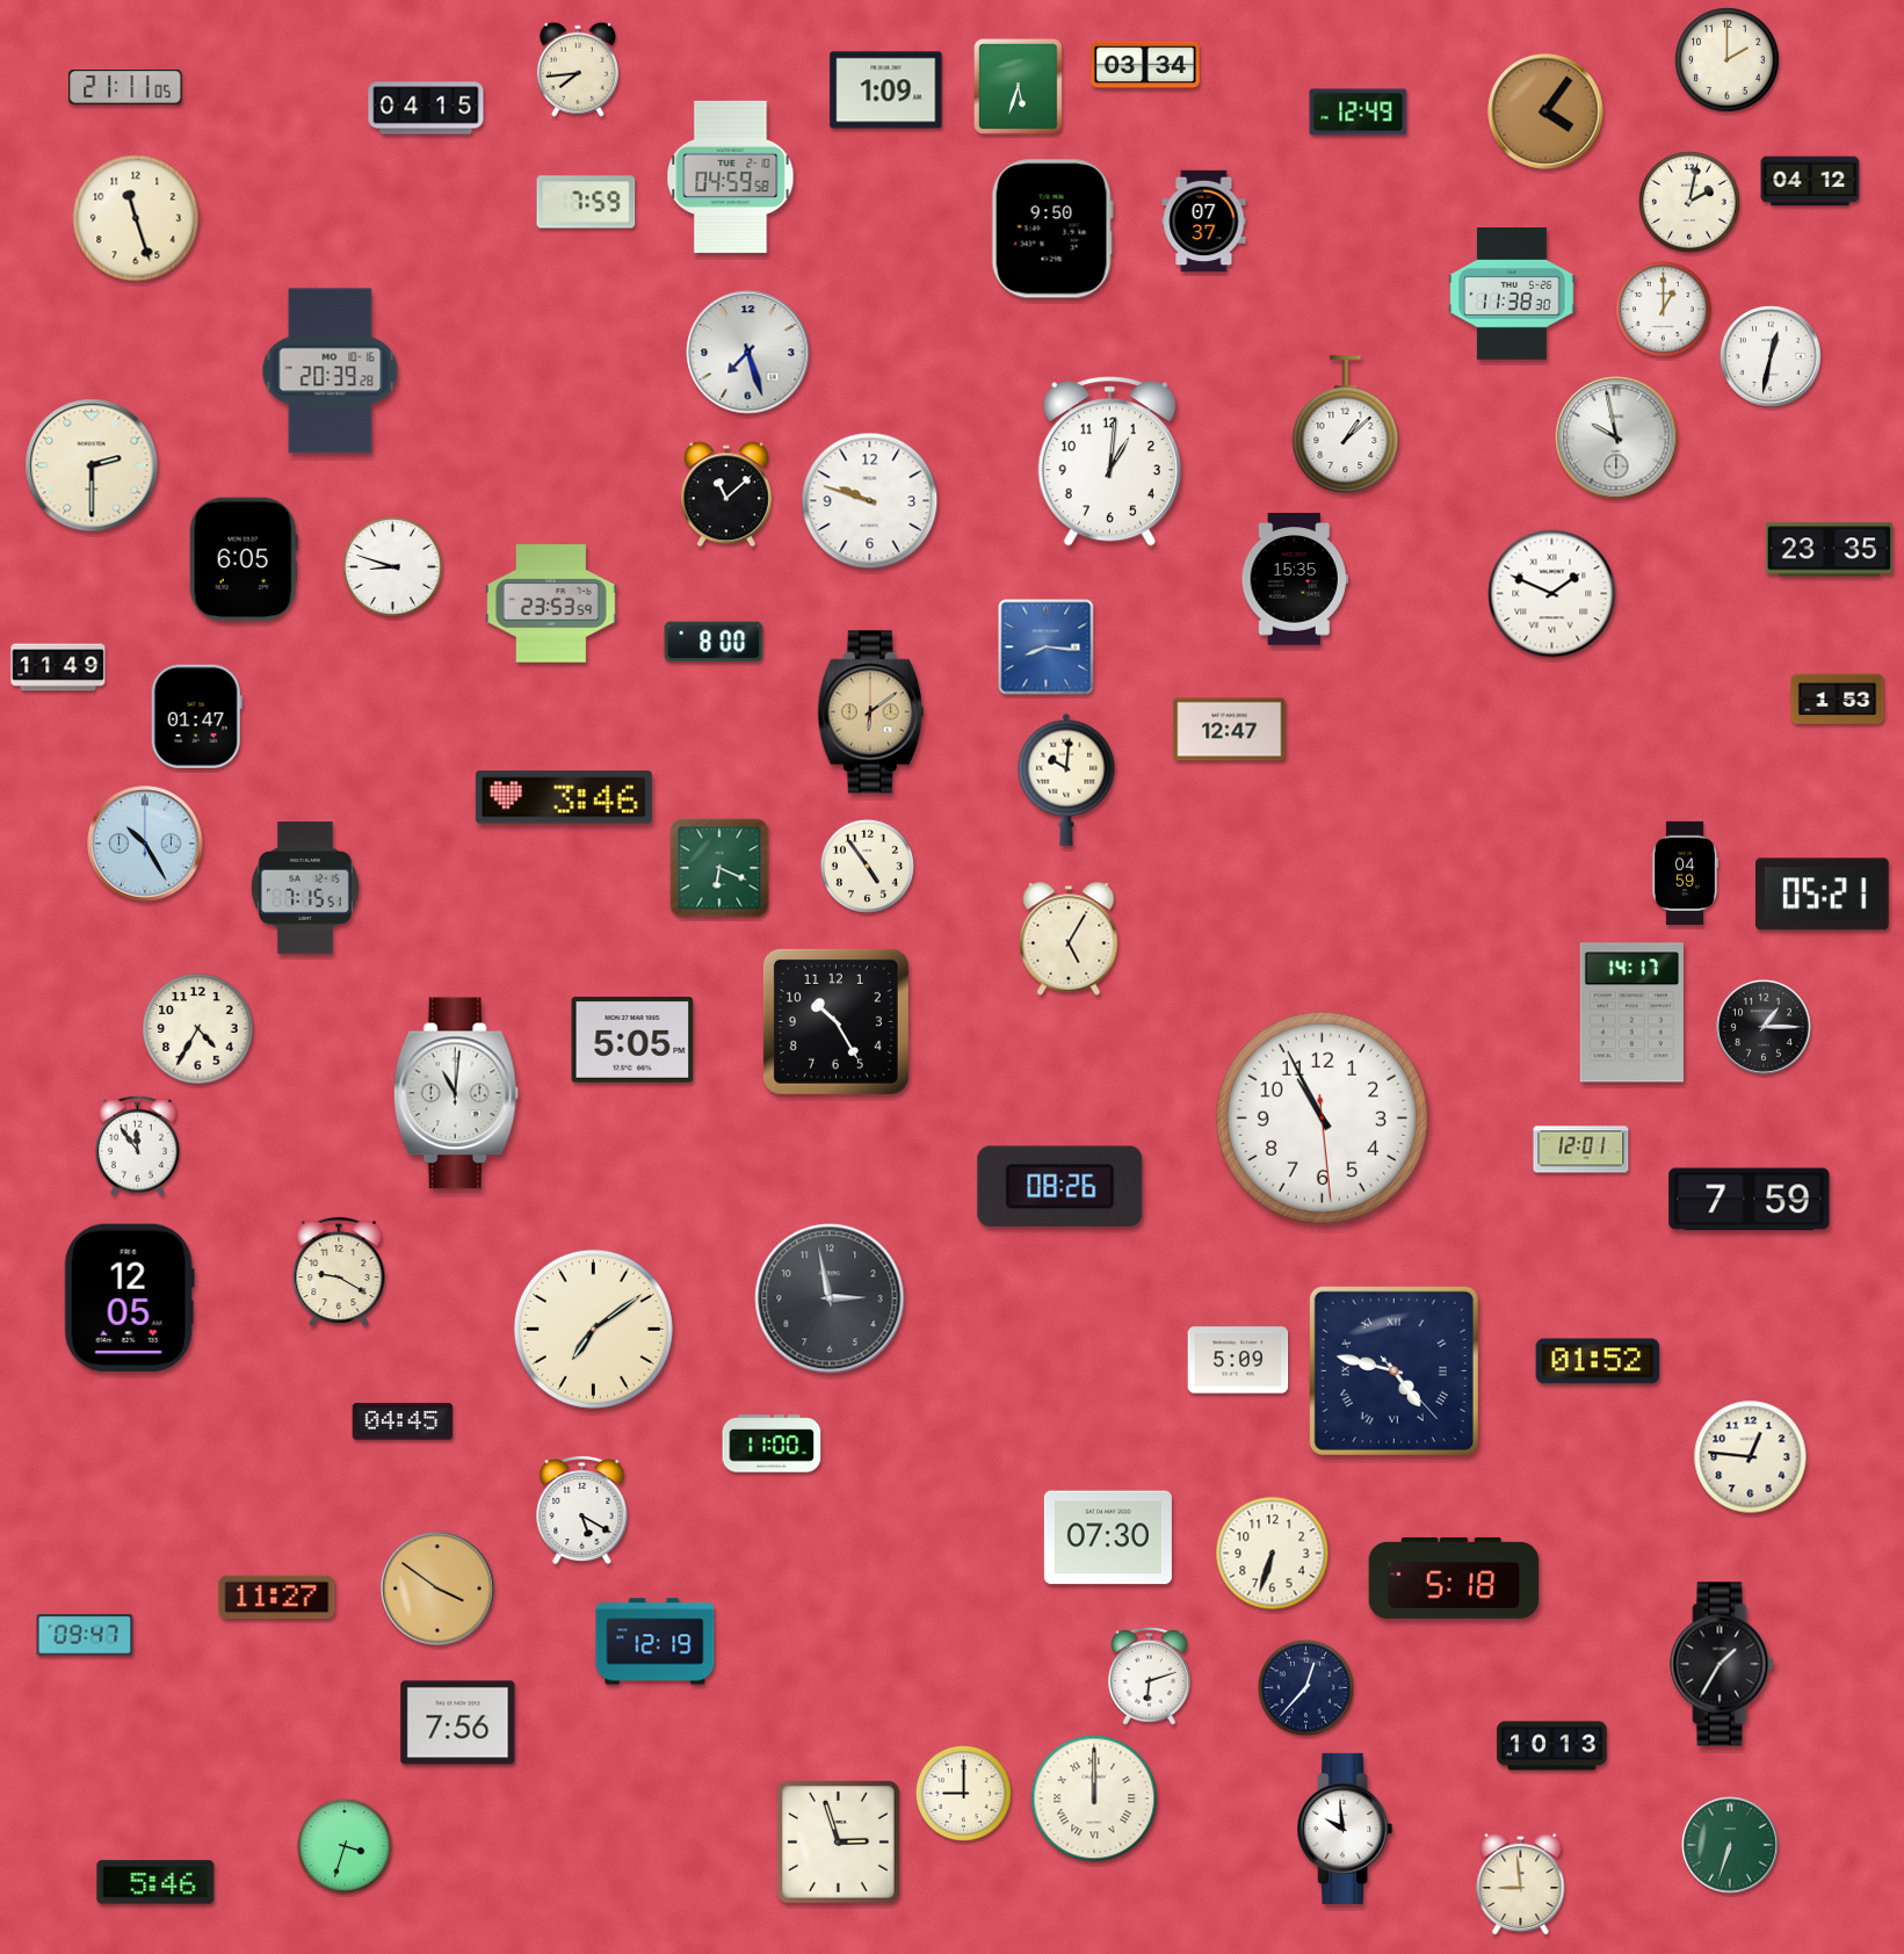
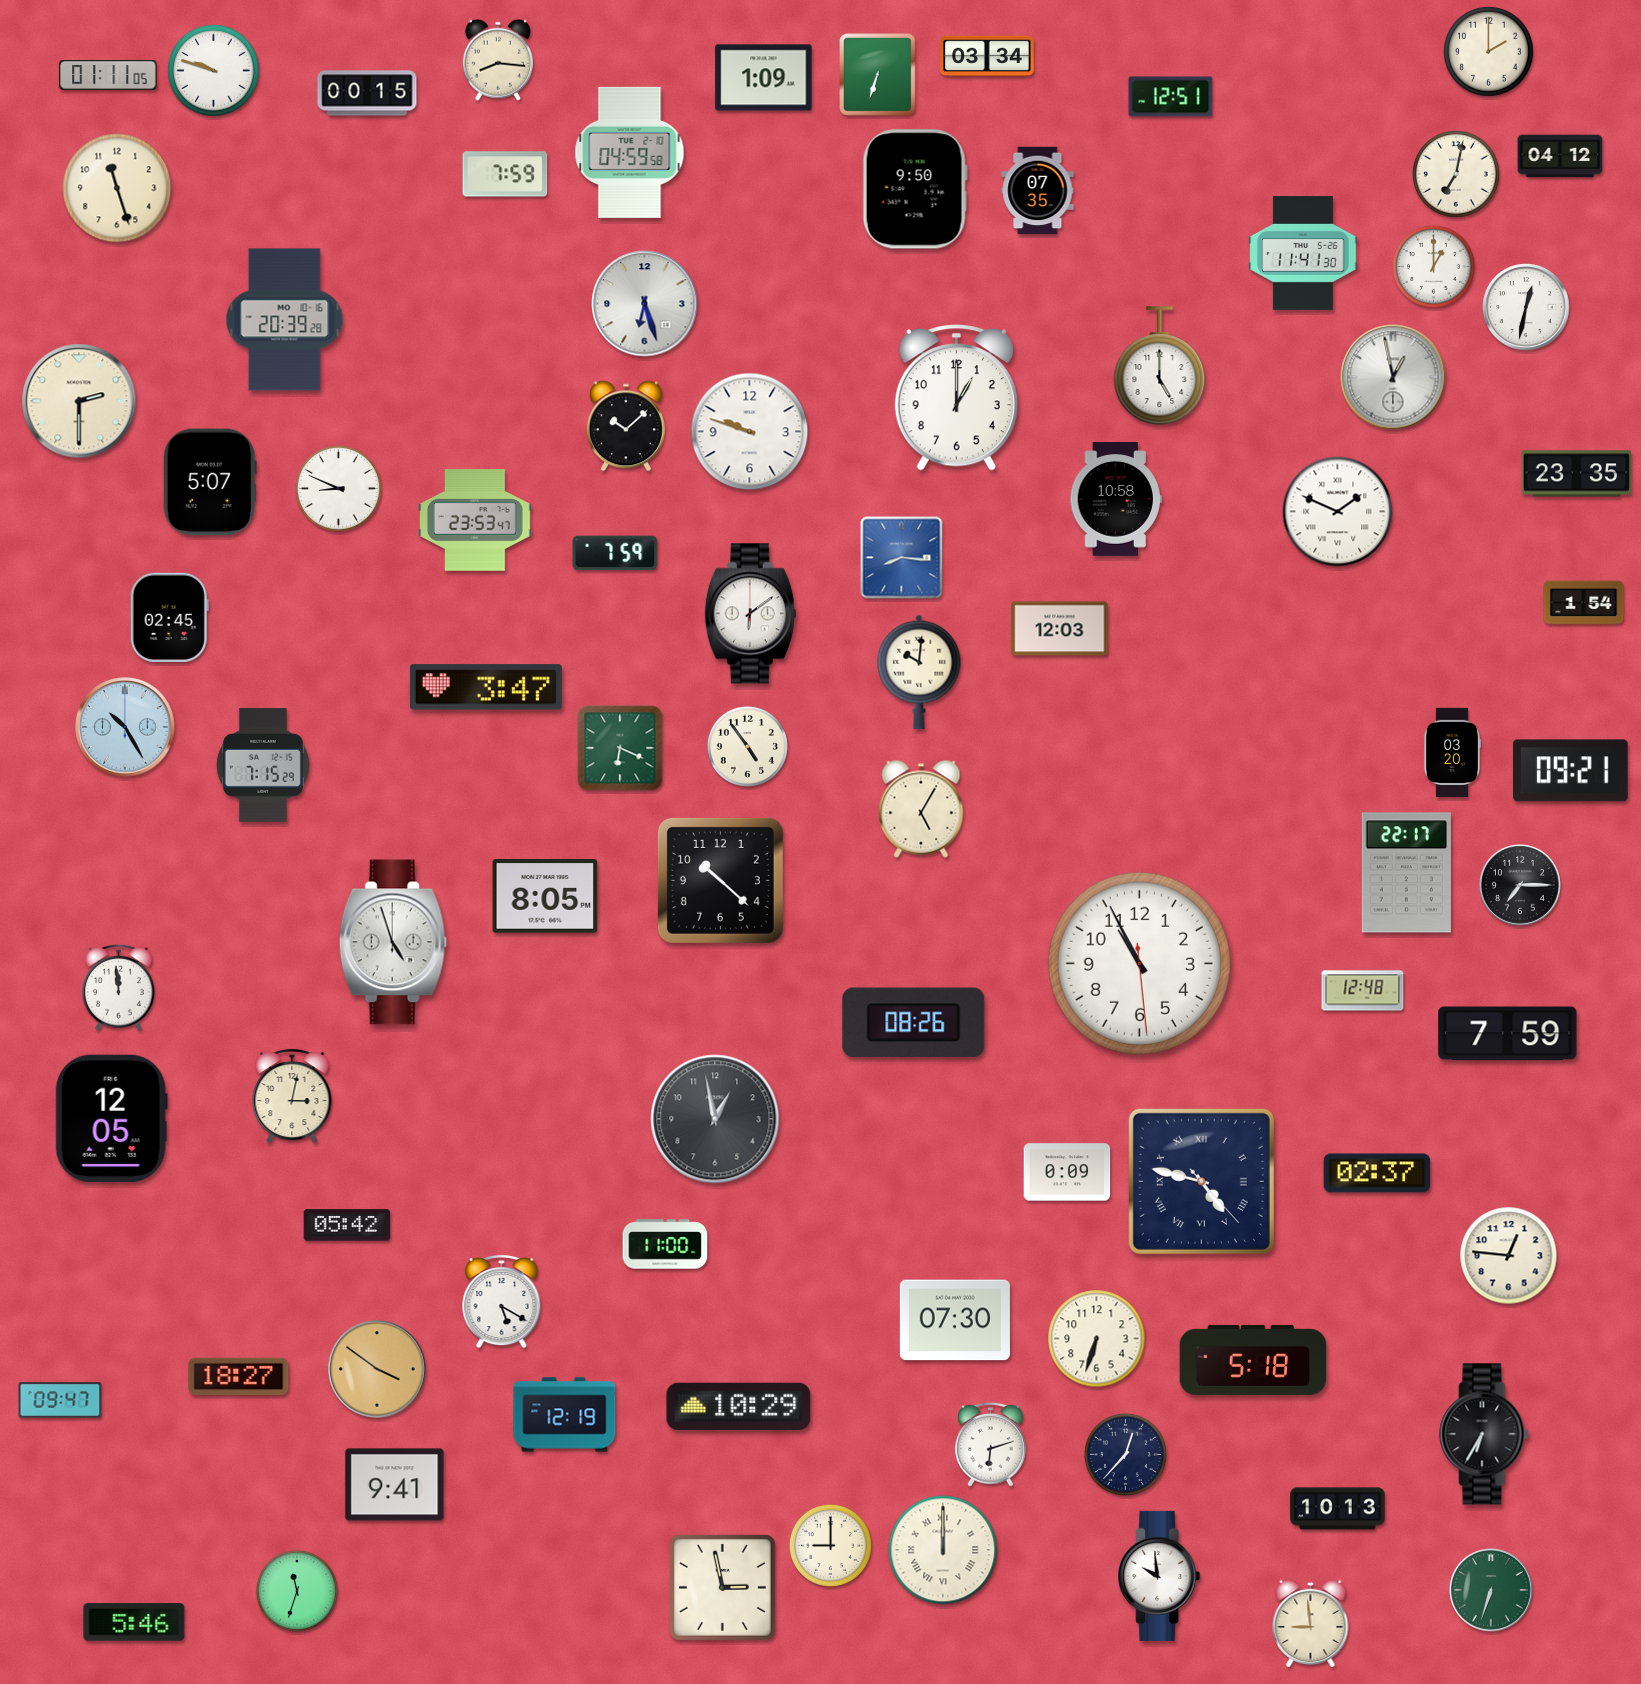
clock at (578, 70): 7:44 -> 8:16
clock at (214, 71): none -> 9:48
clock at (1019, 87): 5:33 -> 6:33
clock at (125, 88): 21:11 -> 01:11
clock at (426, 108): 04:15 -> 00:15
clock at (1545, 111): 4:06 -> none
clock at (1359, 113): 12:49 -> 12:51
clock at (1691, 203): 2:02 -> 7:02
clock at (1204, 222): 07:37 -> 07:35
clock at (1052, 229) position: (1052, 229) -> (915, 189)
clock at (1512, 294): 11:38 -> 11:41
clock at (748, 353): 7:27 -> 6:27
clock at (1346, 425): 1:08 -> 5:00
clock at (1616, 437): 9:58 -> 12:58
clock at (1109, 462): 1:01 -> 1:00
clock at (726, 494): 11:08 -> 10:08
clock at (244, 559): 6:05 -> 5:07
clock at (393, 567): 8:48 -> 8:49
clock at (1295, 579): 15:35 -> 10:58
clock at (551, 603): 23:53:59 -> 23:53:47
clock at (714, 642): 8:00 -> 7:59
clock at (58, 667): 11:49 -> none
clock at (1838, 700): 1:53 -> 1:54
clock at (870, 712) dial: champagne -> white
clock at (196, 716): 01:47 -> 02:45
clock at (1230, 730): 12:47 -> 12:03
clock at (564, 797): 3:46 -> 3:47
clock at (1684, 873): 04:59 -> 03:20
clock at (305, 888): 7:15:51 -> 7:15:29
clock at (1823, 895): 05:21 -> 09:21
clock at (1631, 1013): 14:17 -> 22:17
clock at (835, 1021): 10:25 -> 10:22
clock at (1765, 1028): 1:15 -> 7:15
clock at (198, 1029): 4:35 -> none
clock at (632, 1041): 5:05 -> 8:05
clock at (456, 1093): 11:01 -> 4:57
clock at (137, 1145): 11:54 -> 11:59
clock at (1581, 1150): 12:01 -> 12:48
clock at (339, 1272): 9:20 -> 3:02
clock at (830, 1298): 2:58 -> 12:58
clock at (593, 1329): 7:09 -> none
clock at (1238, 1360): 5:09 -> 0:09
clock at (1598, 1361): 01:52 -> 02:37
clock at (403, 1421): 04:45 -> 05:42
clock at (1108, 1537) position: (1108, 1537) -> (955, 1320)
clock at (277, 1598): 11:27 -> 18:27
clock at (739, 1406): none -> 10:29
clock at (85, 1635) position: (85, 1635) -> (60, 1400)
clock at (1722, 1664): 1:35 -> 6:35
clock at (458, 1723): 7:56 -> 9:41
clock at (1552, 1746) position: (1552, 1746) -> (1338, 1509)
clock at (838, 1841): 2:57 -> 2:58
clock at (345, 1846): 3:33 -> 11:33
